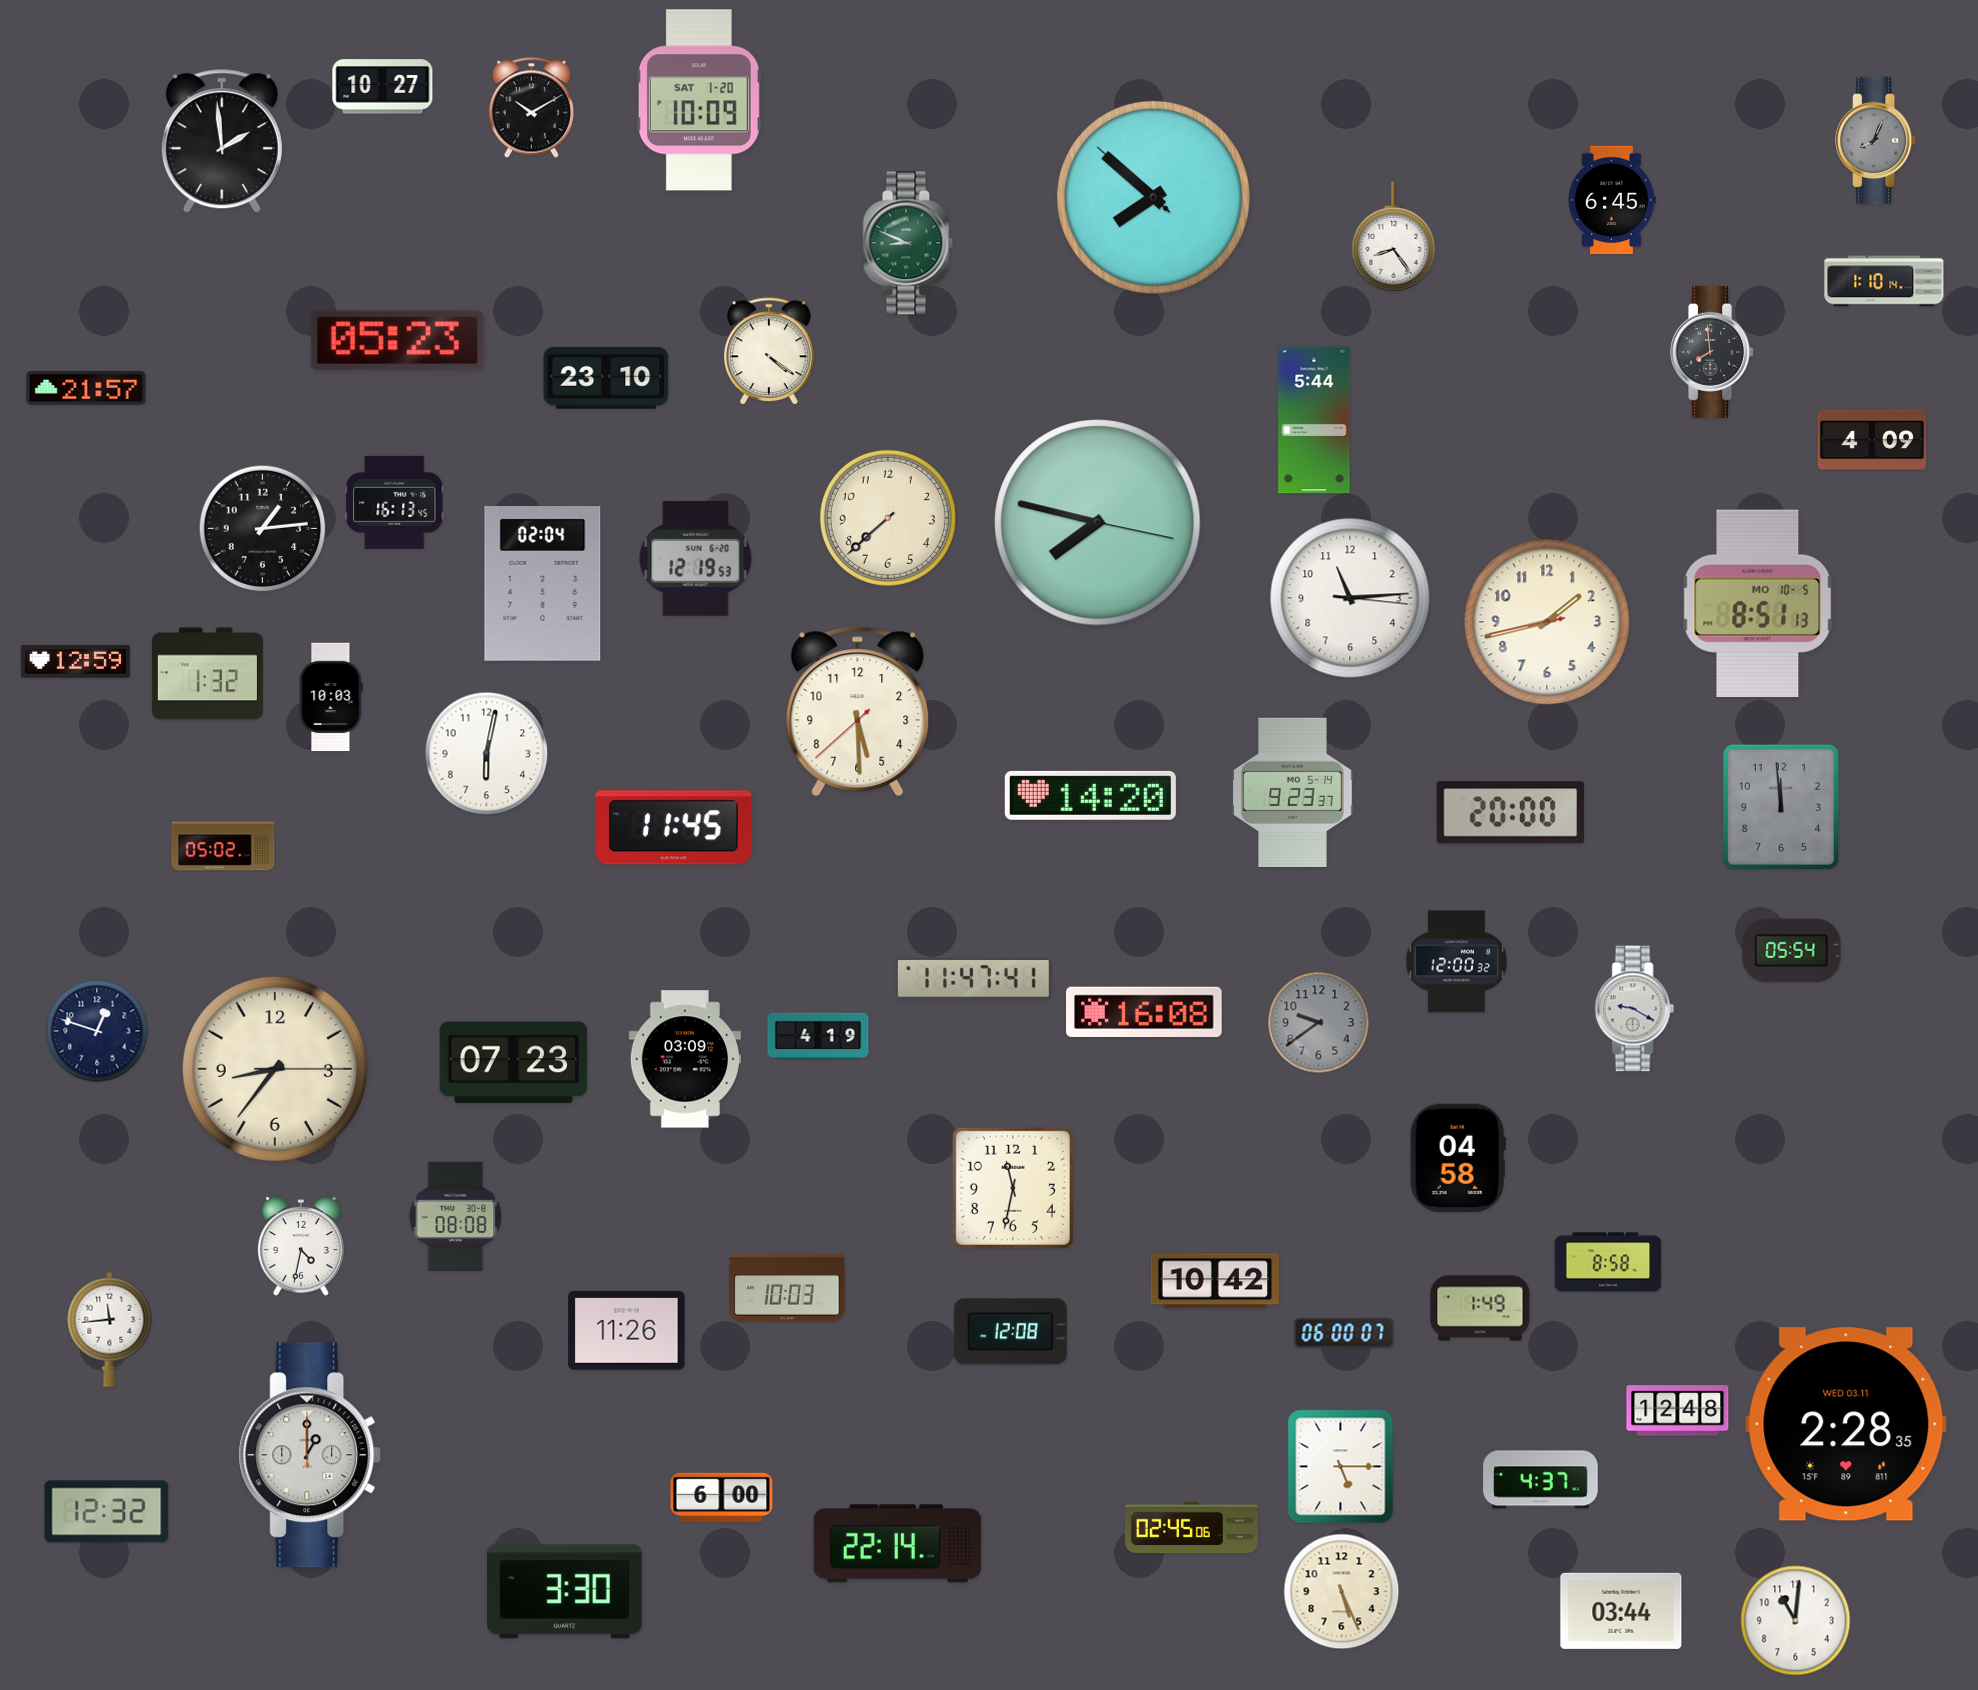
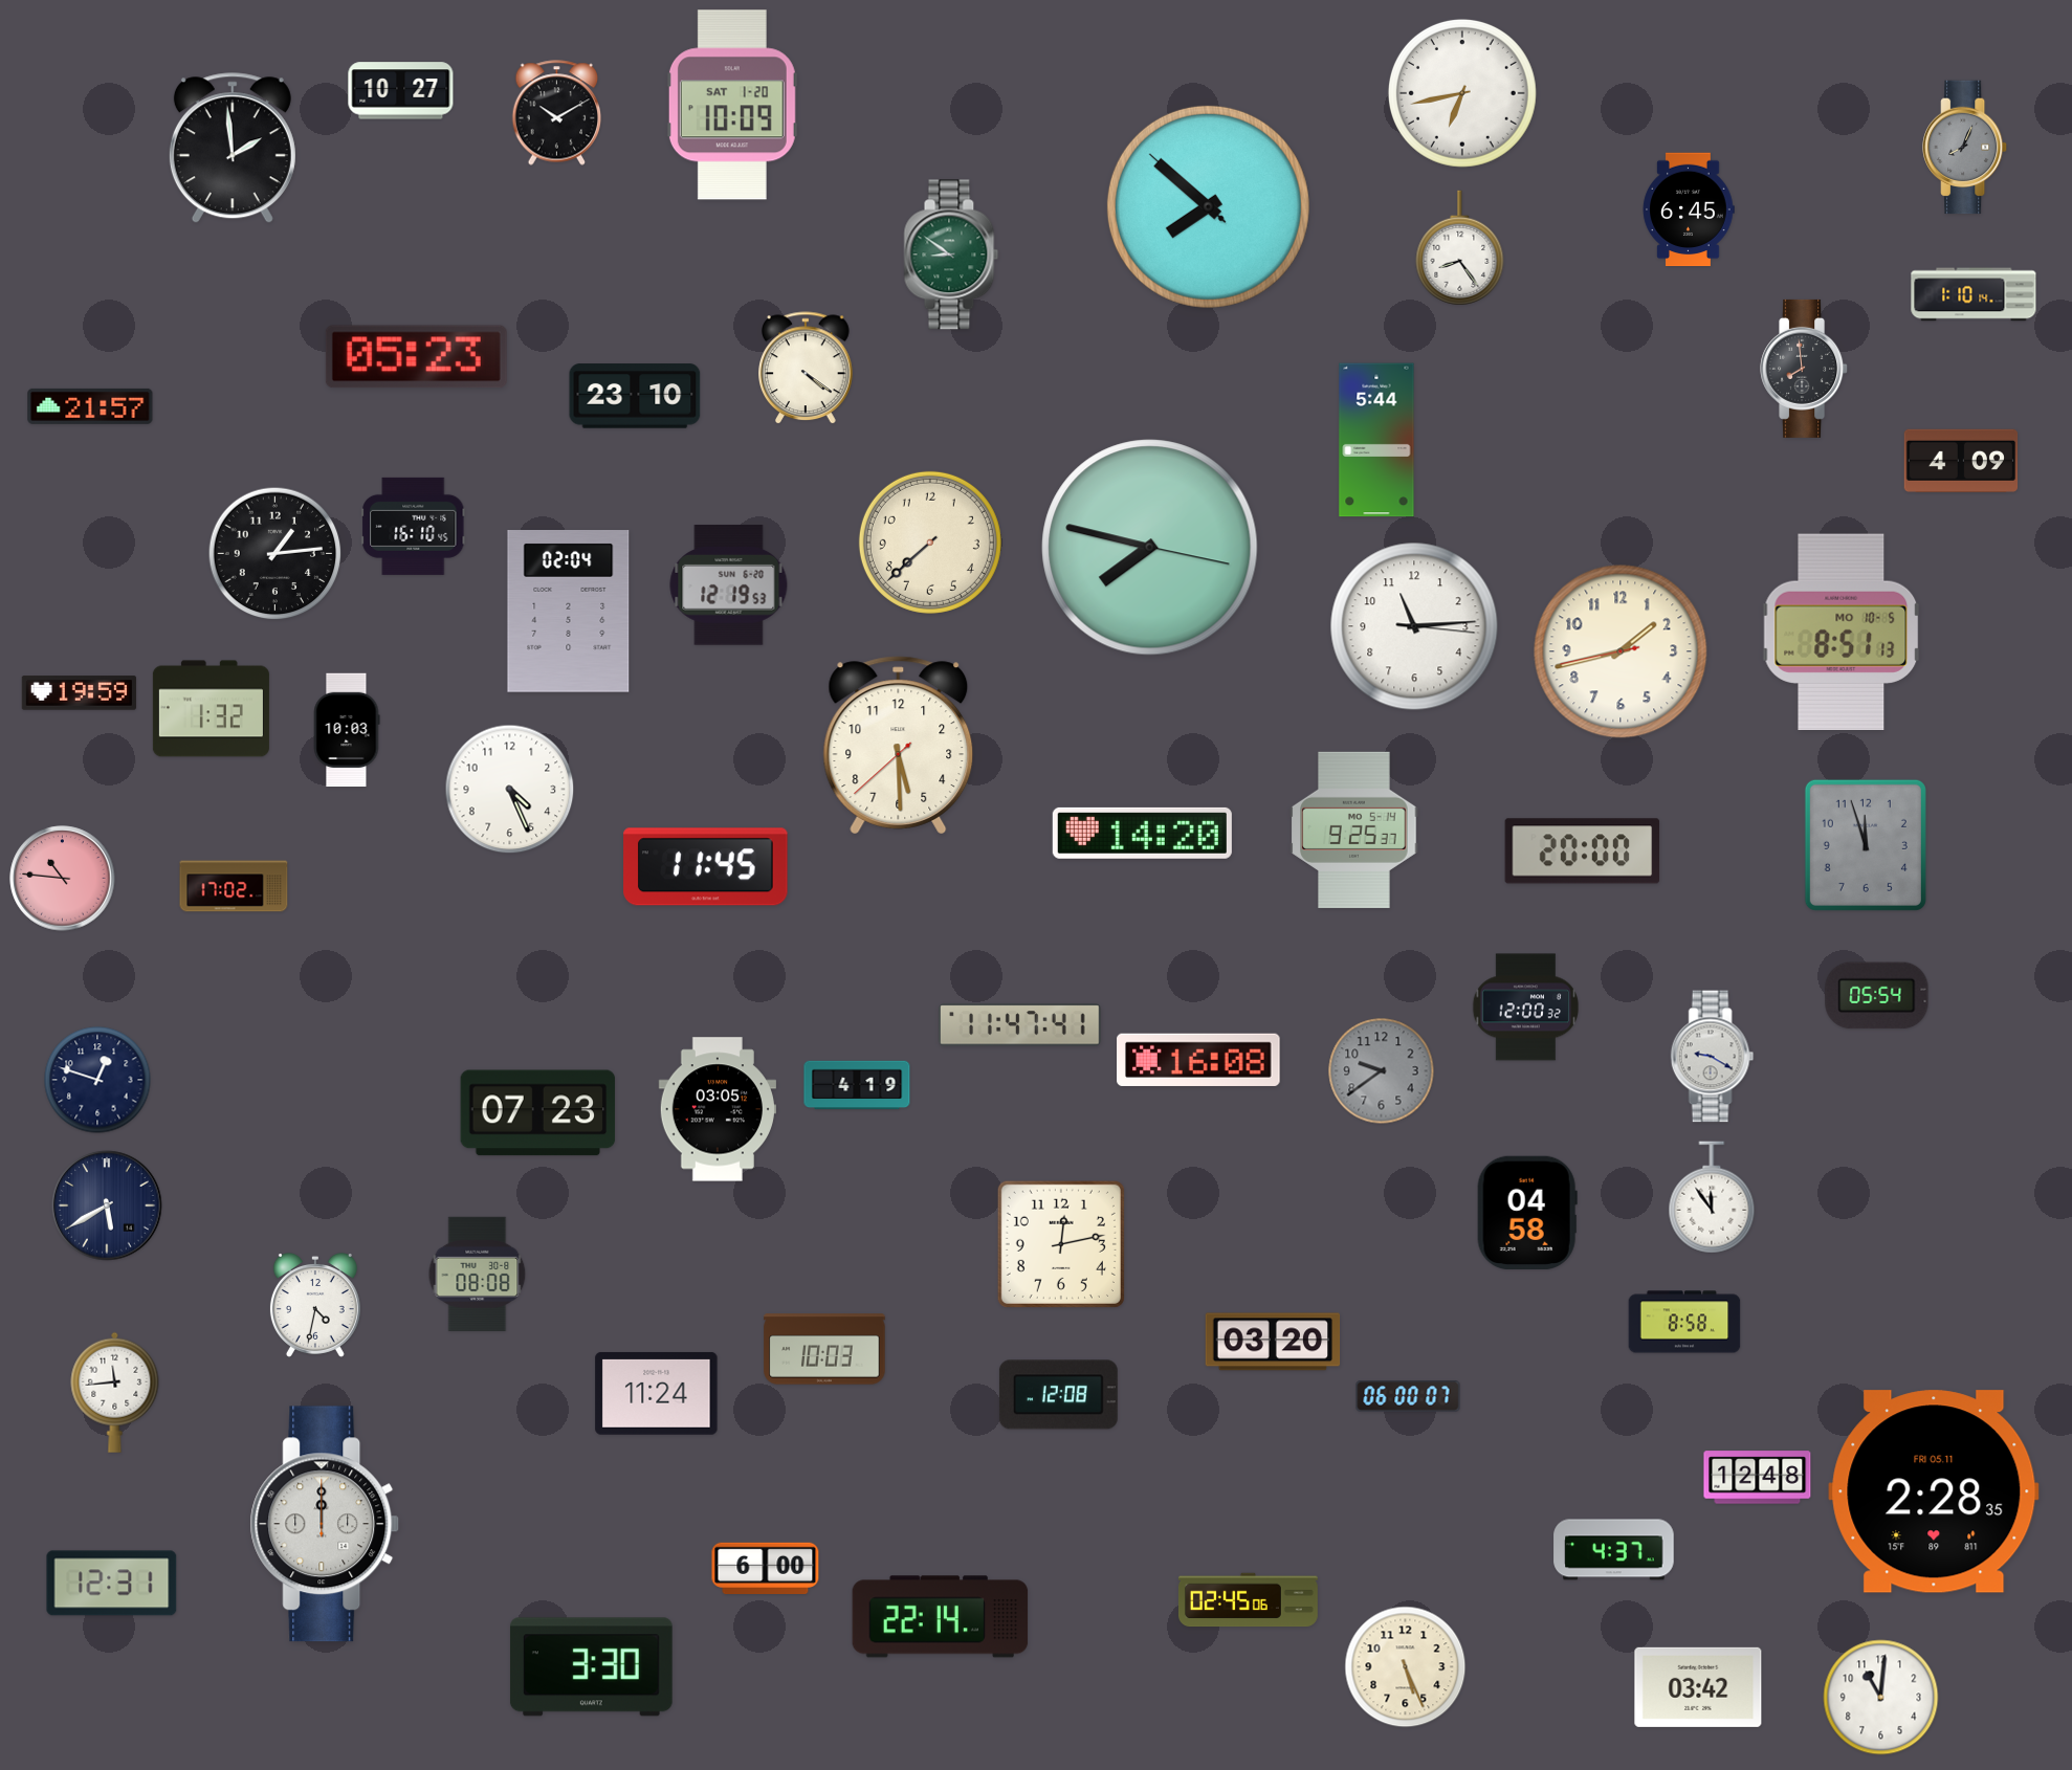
clock at (1462, 93): none -> 6:43
clock at (908, 243): 8:49 -> 8:51
clock at (1713, 352) position: (1713, 352) -> (1805, 369)
clock at (395, 502): 16:13 -> 16:10
clock at (75, 662): 12:59 -> 19:59
clock at (207, 674) position: (207, 674) -> (211, 709)
clock at (487, 754): 6:02 -> 4:26
clock at (1293, 792): 9:23 -> 9:25
clock at (1781, 807): 11:59 -> 11:57
clock at (63, 879): none -> 10:46
clock at (223, 846): 05:02 -> 17:02
clock at (97, 1031) position: (97, 1031) -> (97, 1080)
clock at (685, 1059): 03:09 -> 03:05
clock at (275, 1069): 8:36 -> none
clock at (1712, 1197): none -> 11:54
clock at (107, 1205): none -> 5:40
clock at (1013, 1188): 11:32 -> 12:13
clock at (1215, 1281): 10:42 -> 03:20
clock at (1480, 1308): 1:49 -> none
clock at (627, 1330): 11:26 -> 11:24
clock at (1846, 1424) date: WED 03.11 -> FRI 05.11
clock at (310, 1455): 1:00 -> 12:00
clock at (1341, 1467): 5:15 -> none
clock at (722, 1498) position: (722, 1498) -> (766, 1569)
clock at (107, 1512): 12:32 -> 12:31
clock at (1621, 1611): 03:44 -> 03:42
